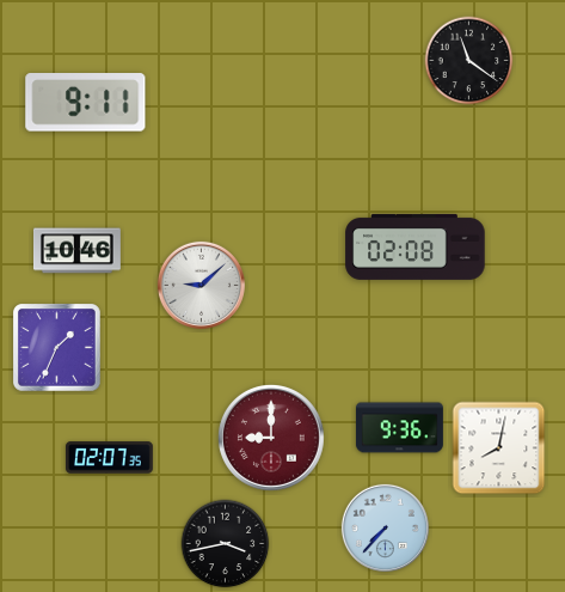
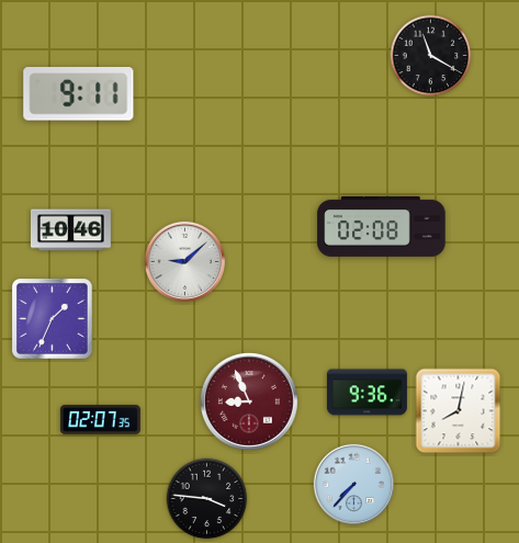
clock at (469, 61): 11:21 -> 11:20
clock at (271, 438): 9:00 -> 8:56
clock at (226, 544): 3:43 -> 3:46
